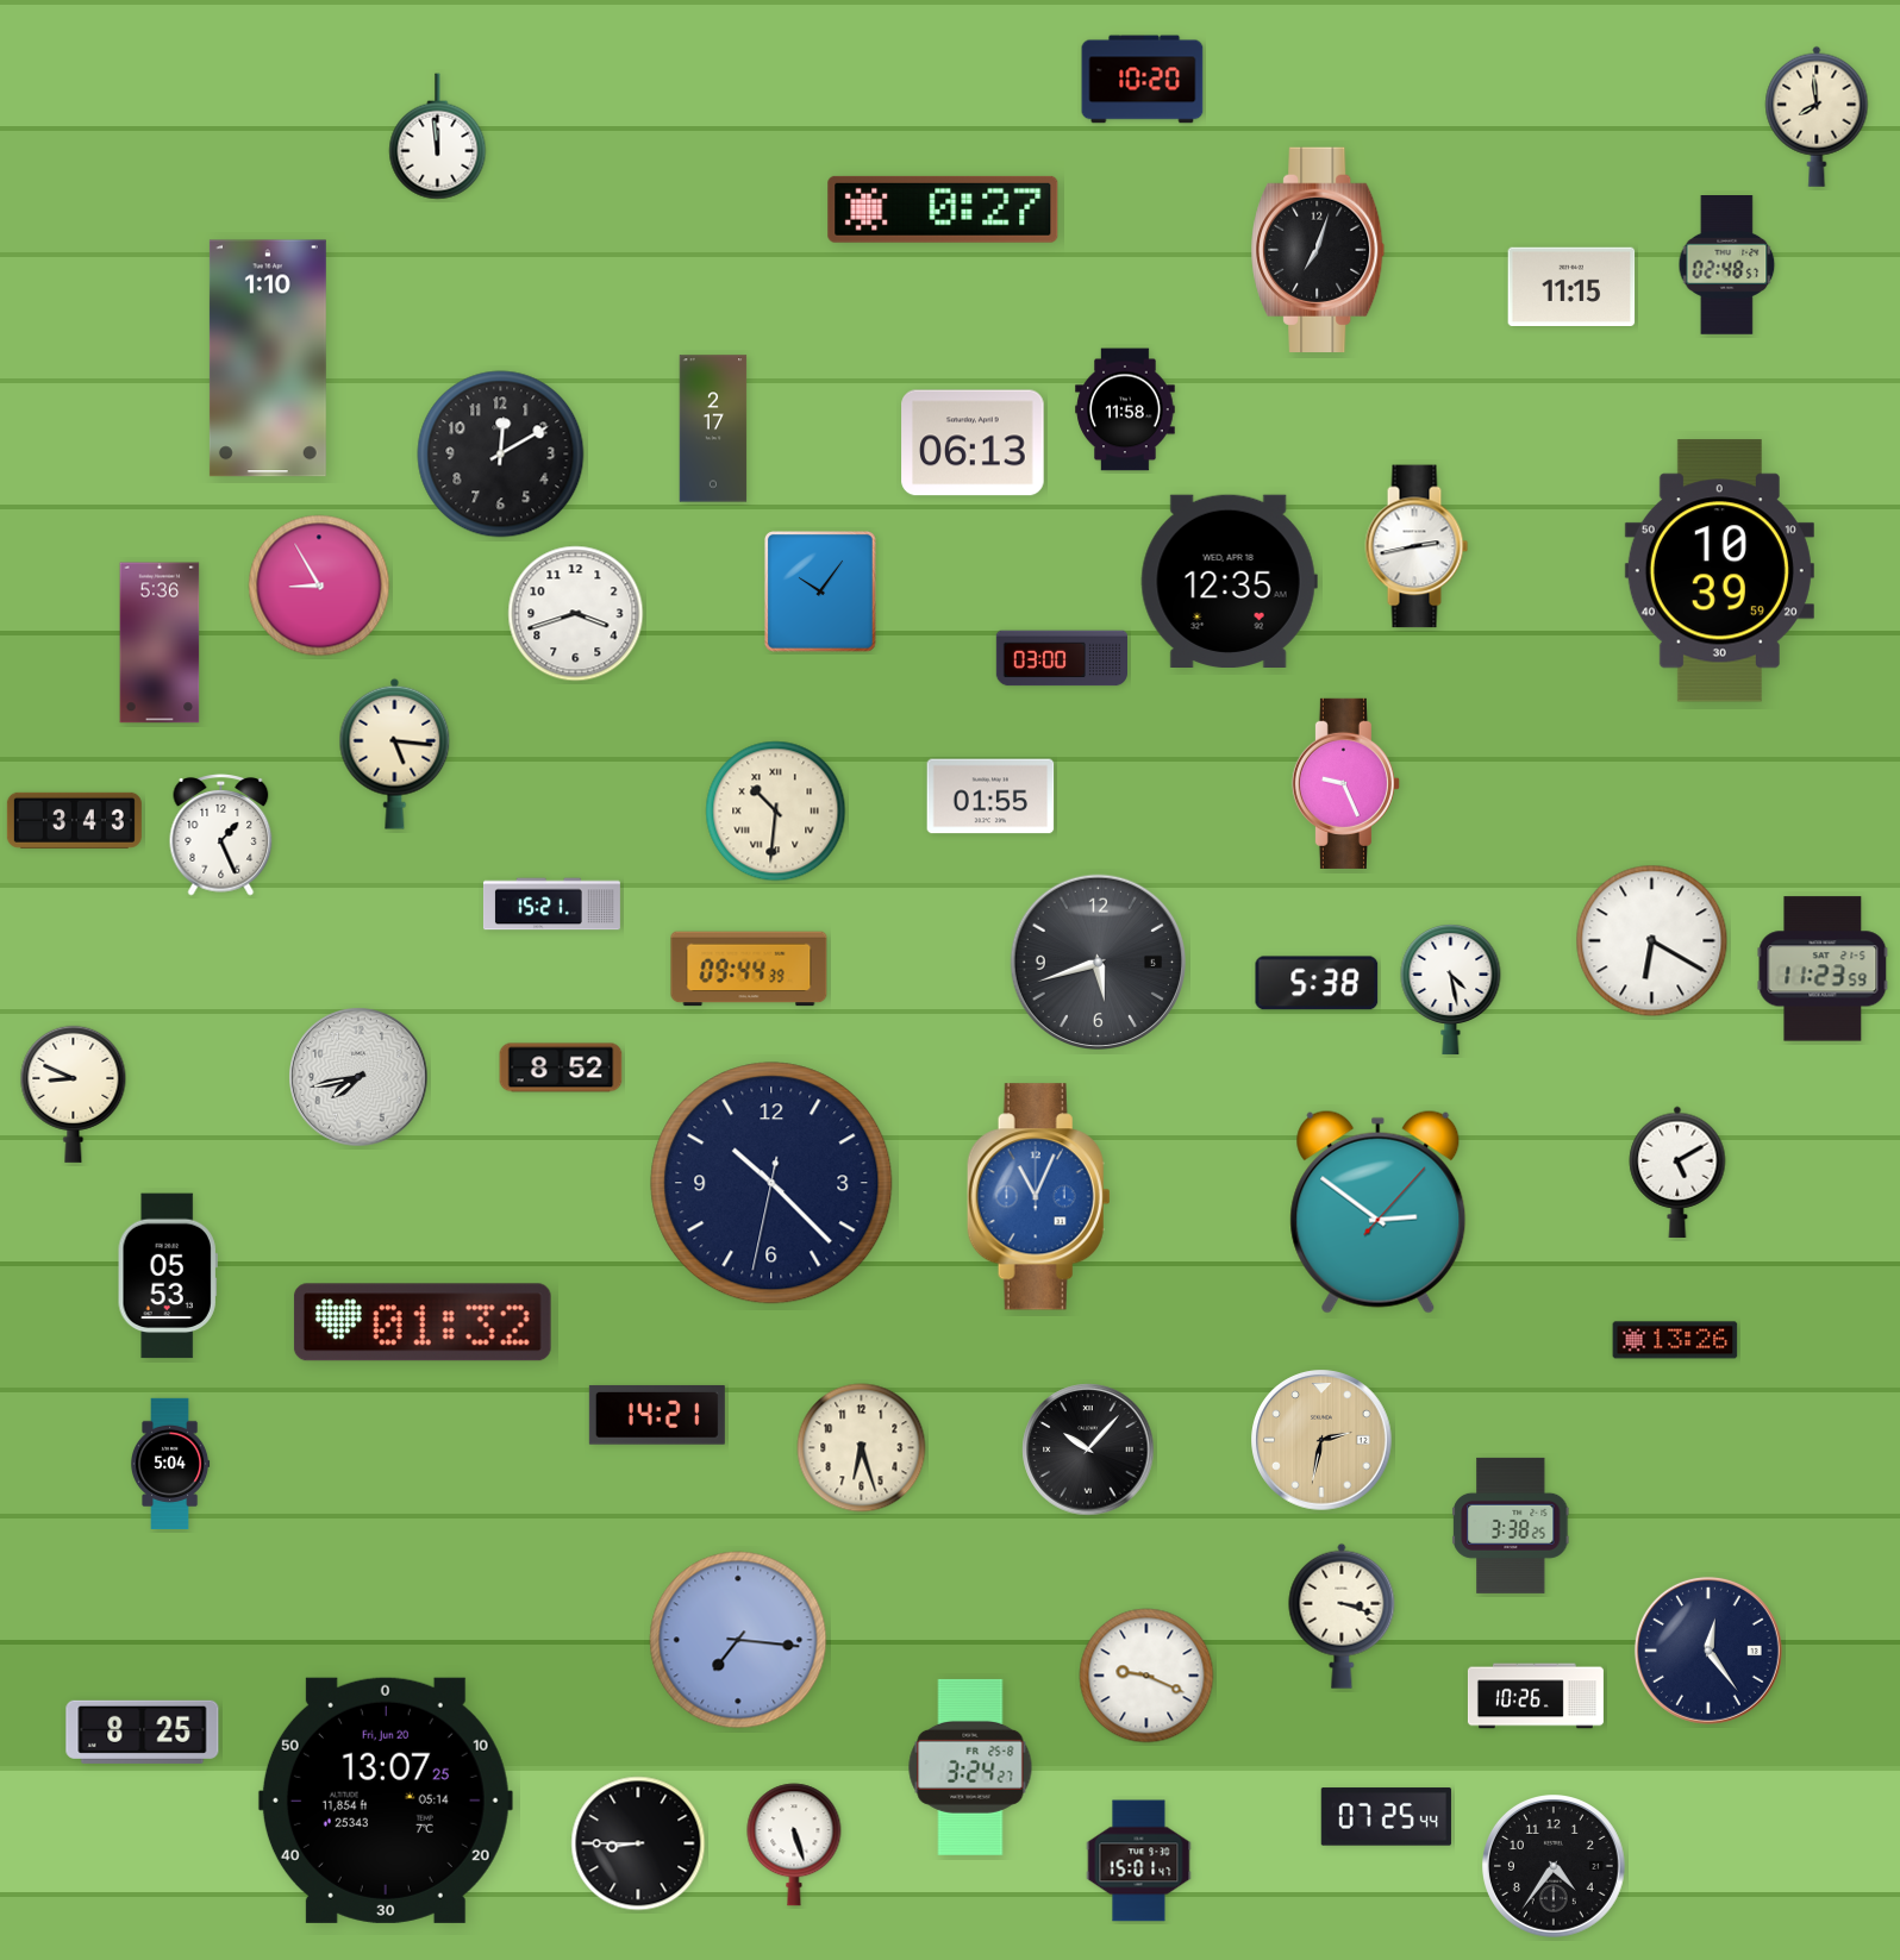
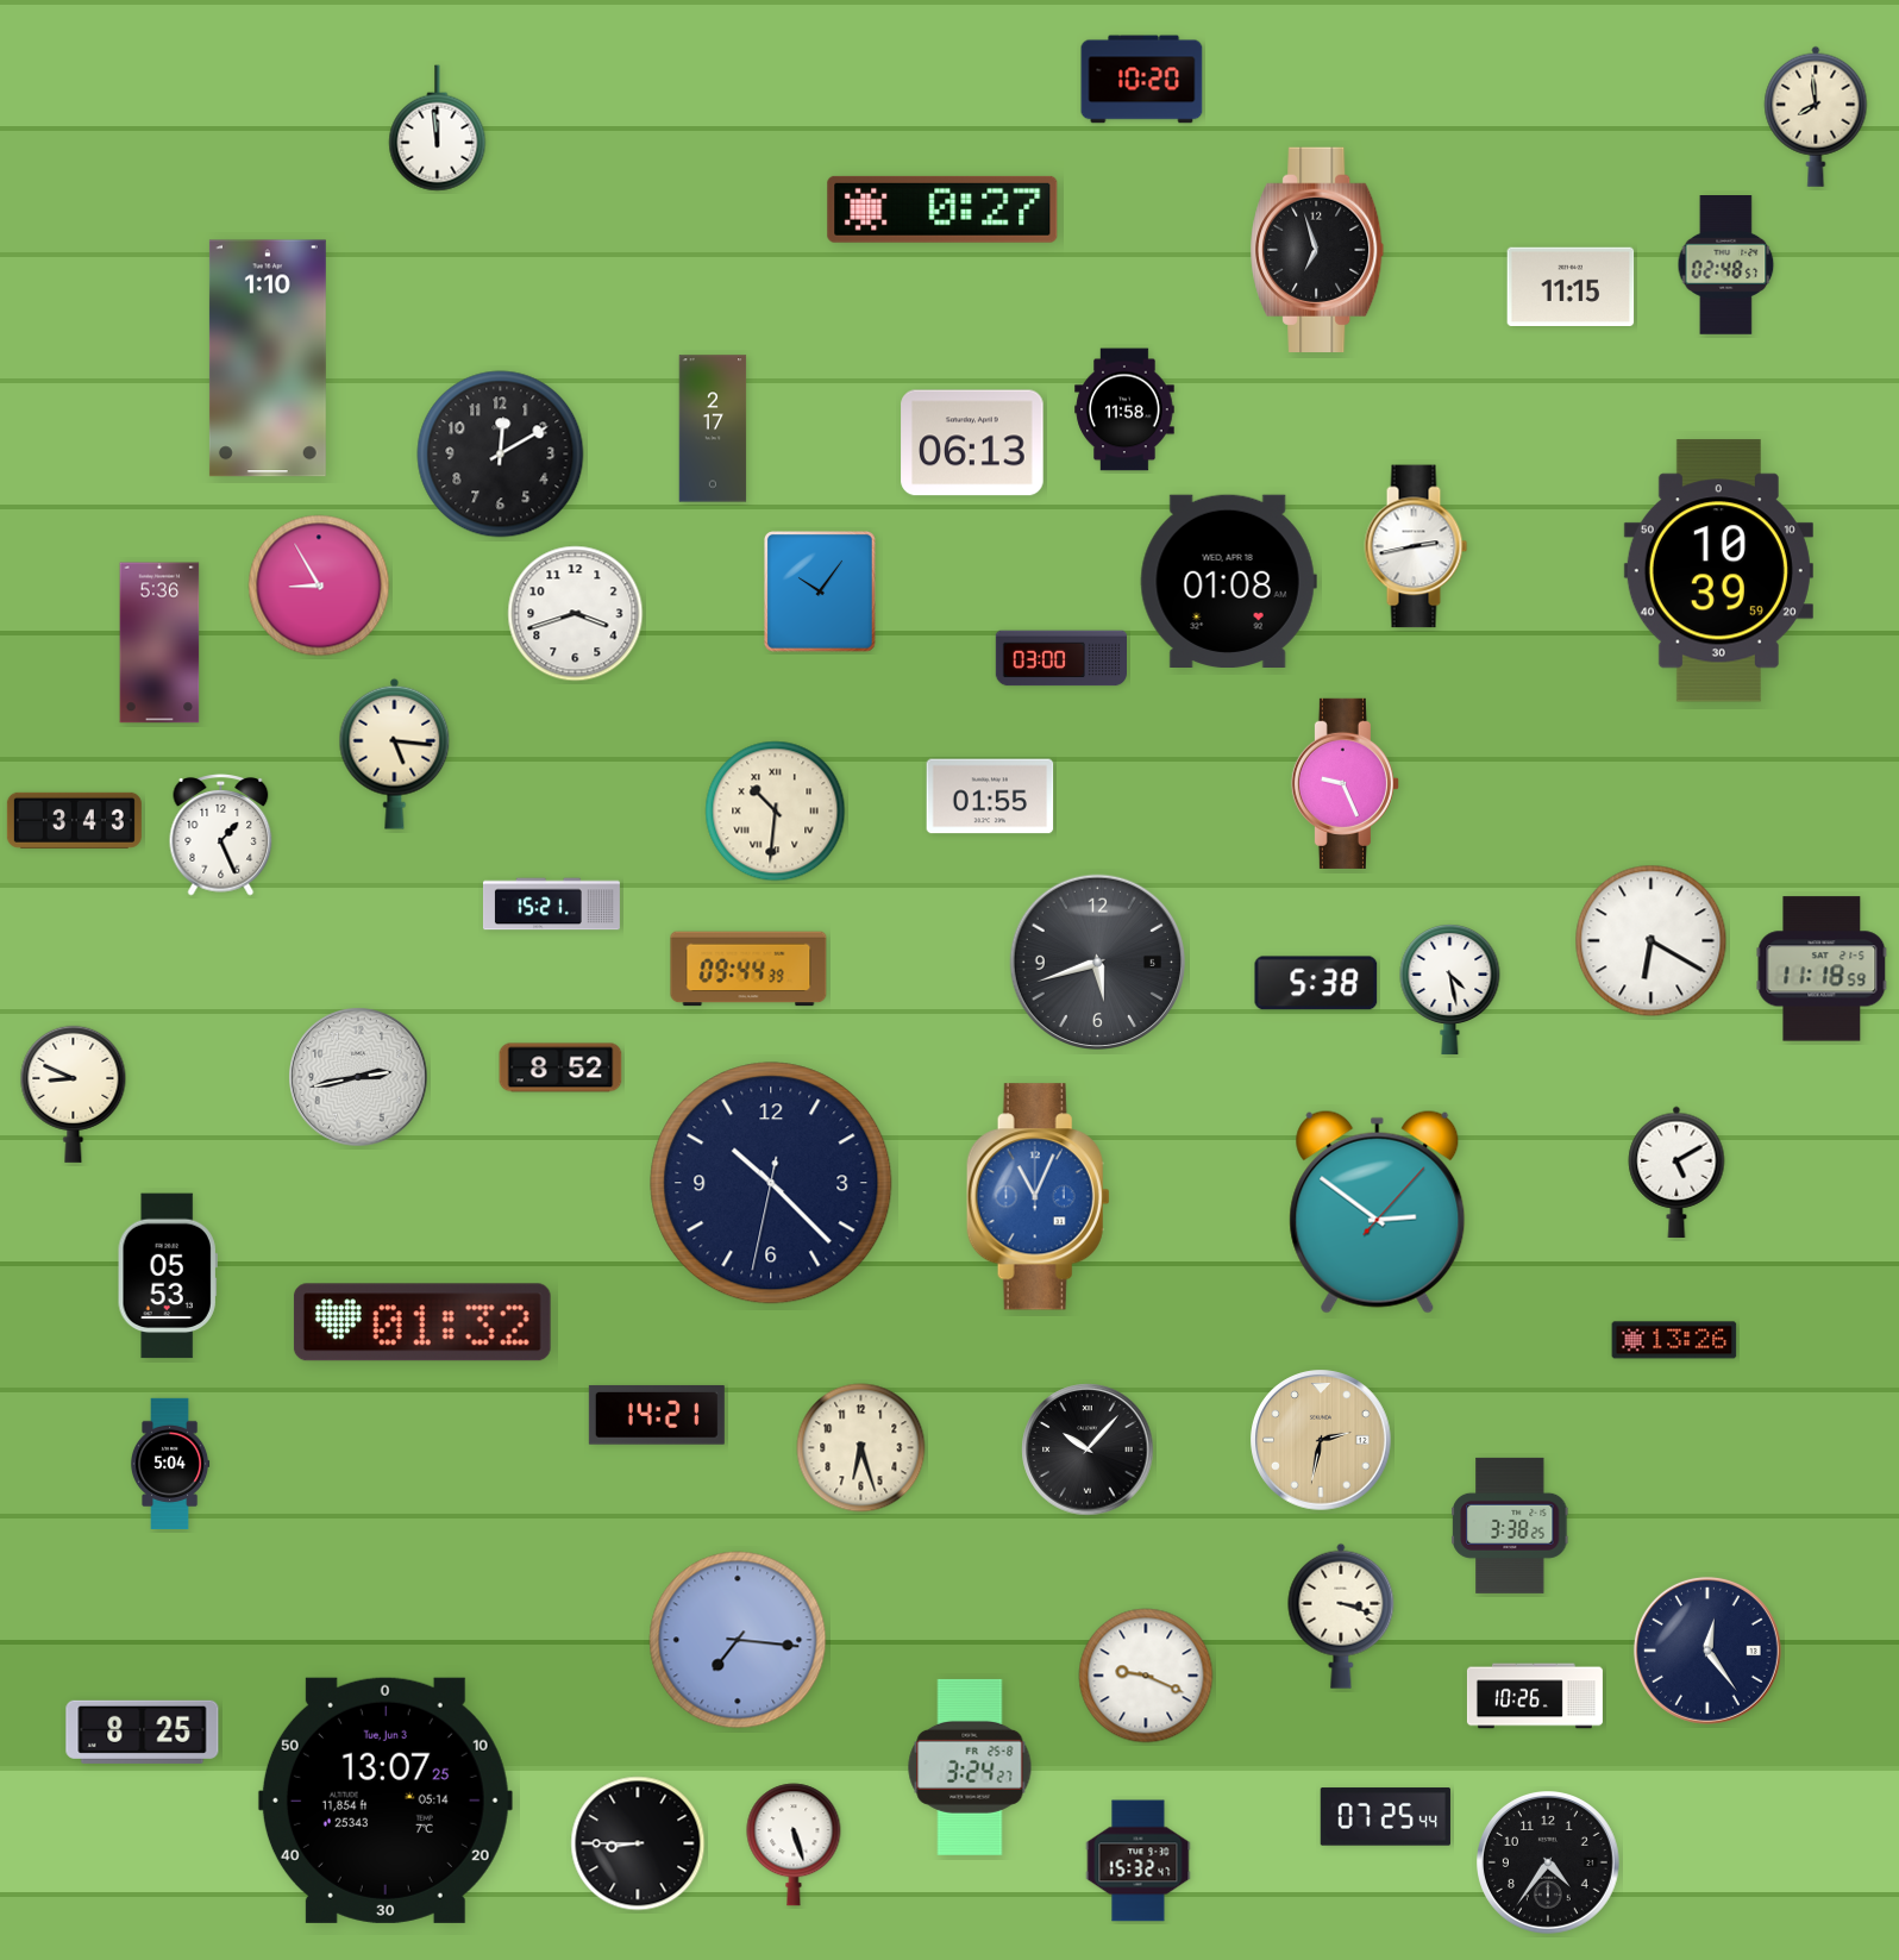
clock at (438, 137) position: (438, 137) -> (438, 129)
clock at (1318, 249): 7:03 -> 6:57
clock at (1229, 581): 12:35 -> 01:08
clock at (1823, 969): 11:23 -> 11:18
clock at (358, 1077): 7:43 -> 2:43
clock at (386, 1801) date: Fri, Jun 20 -> Tue, Jun 3
clock at (1139, 1861): 15:01 -> 15:32
clock at (1555, 1867) position: (1555, 1867) -> (1549, 1864)
